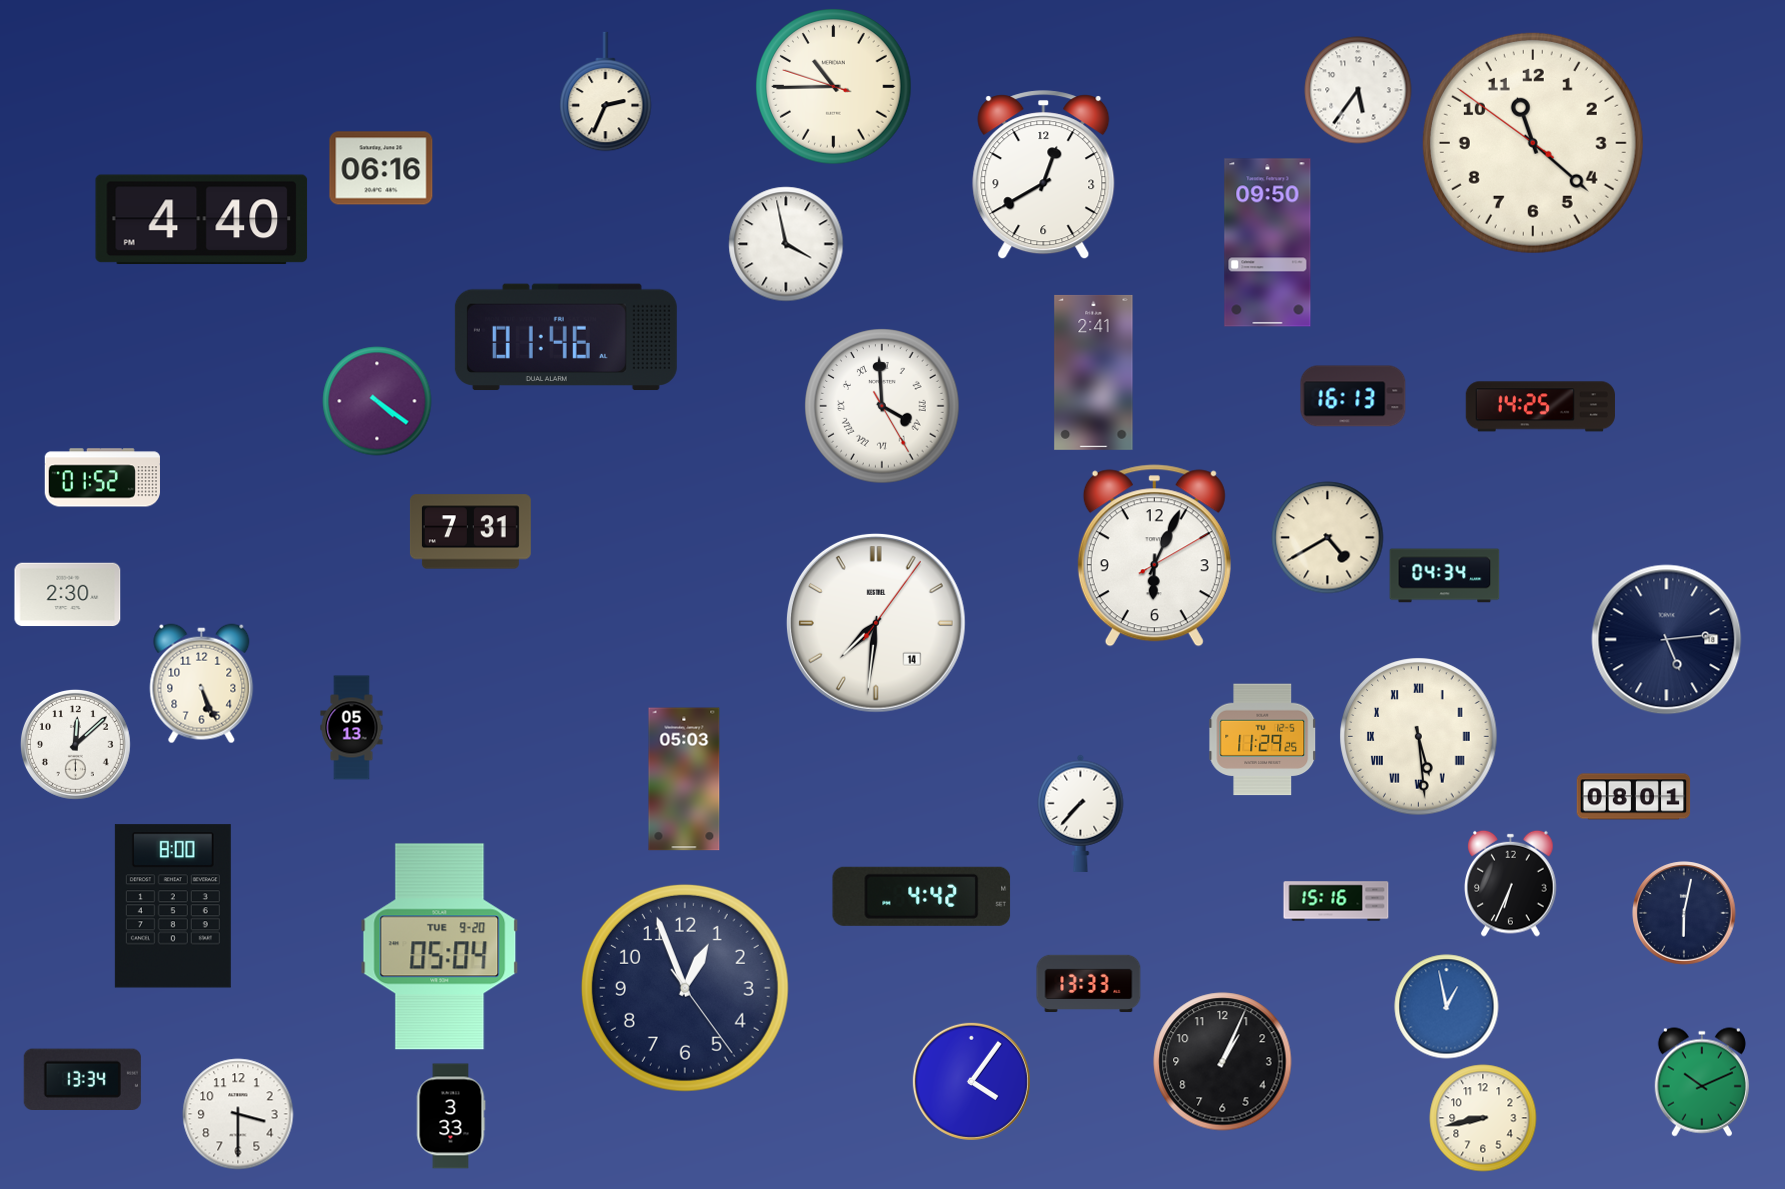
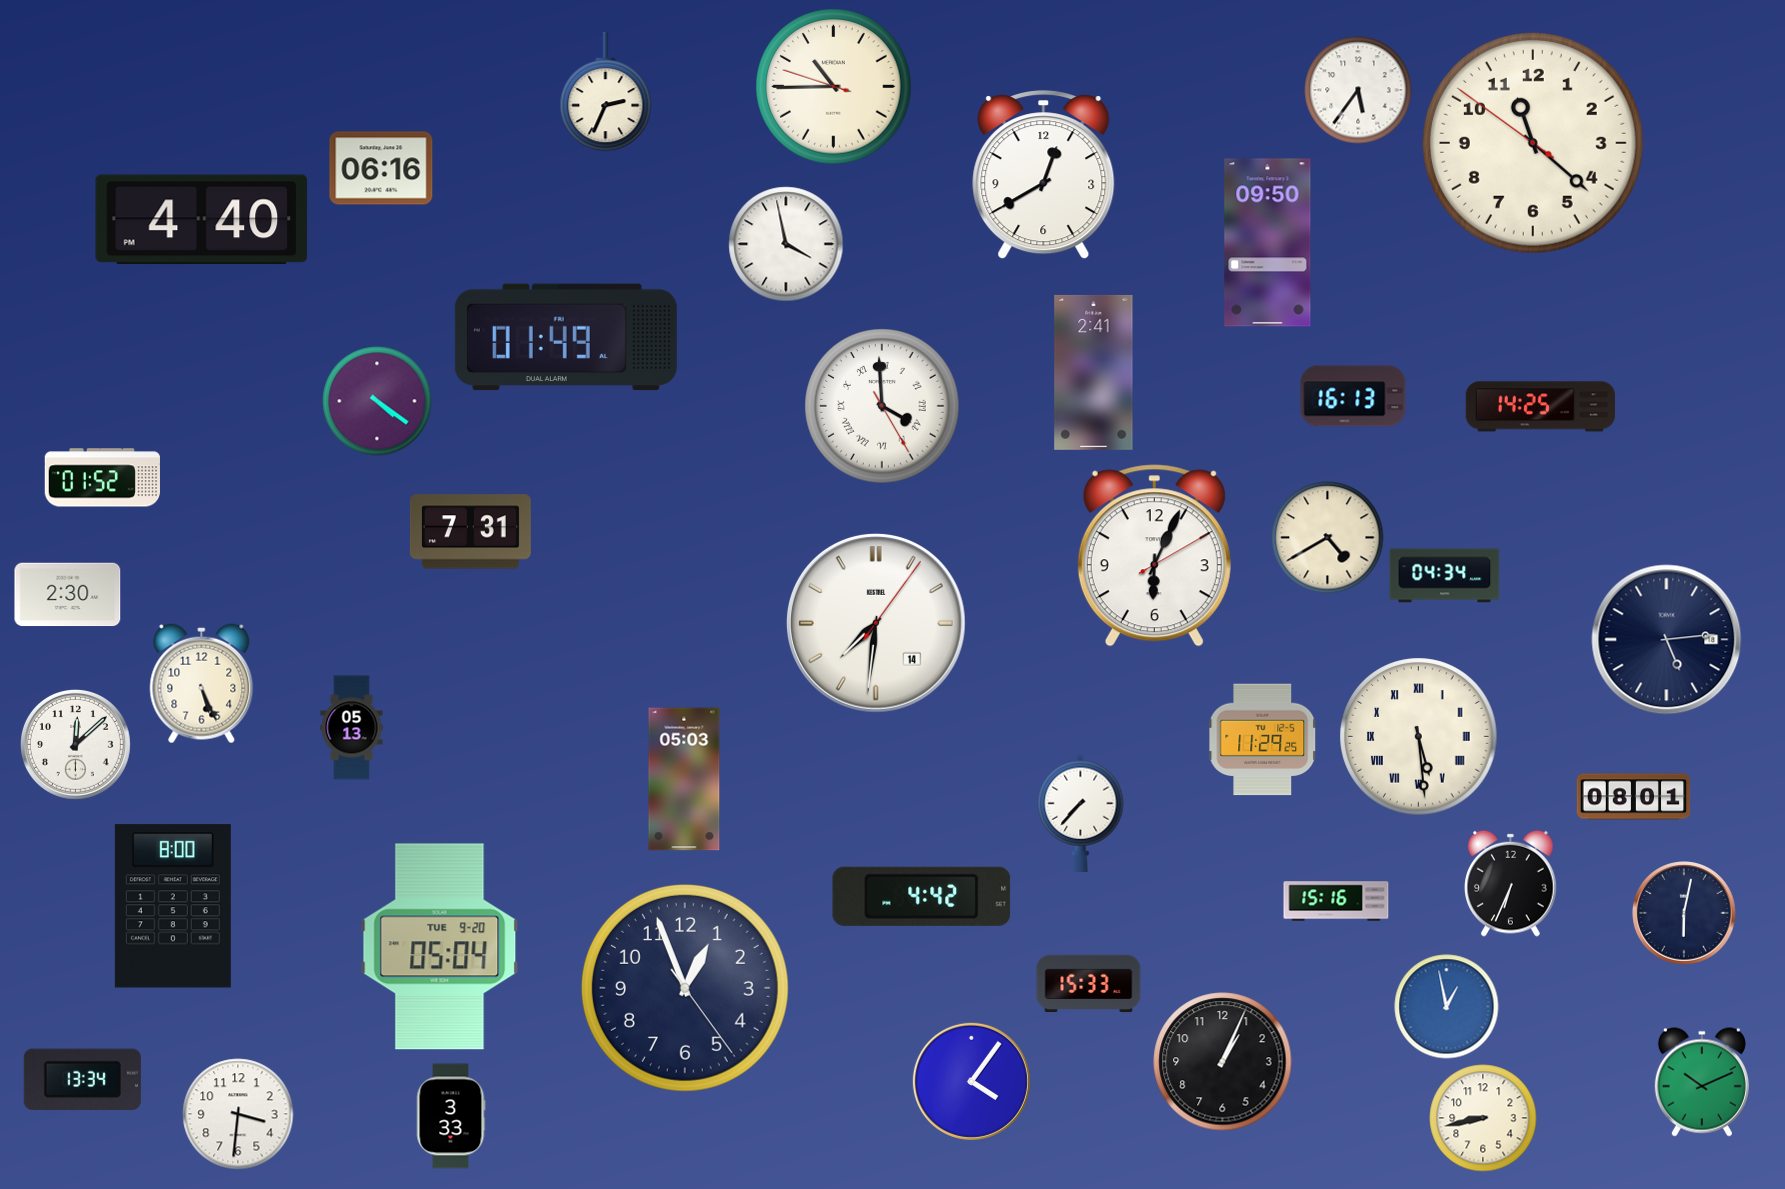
clock at (566, 337): 01:46 -> 01:49
clock at (1089, 984): 13:33 -> 15:33
clock at (238, 1114): 3:30 -> 3:31
